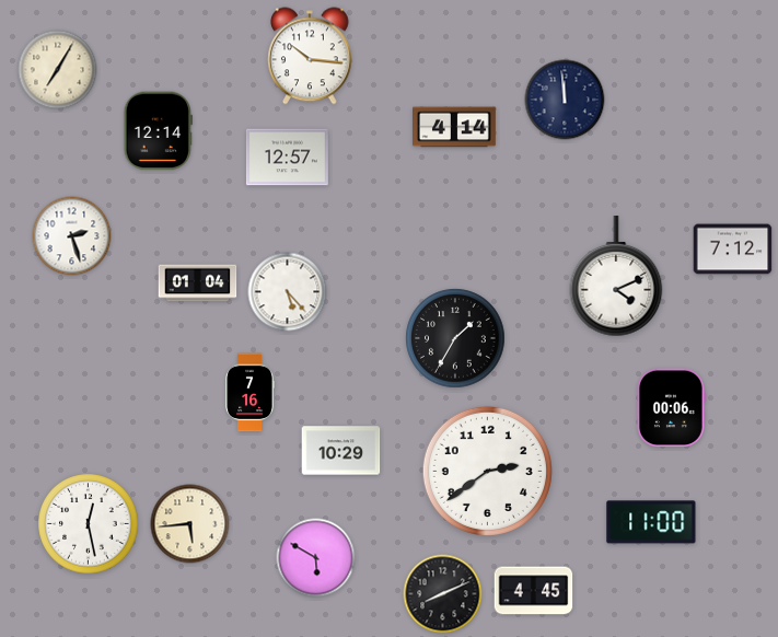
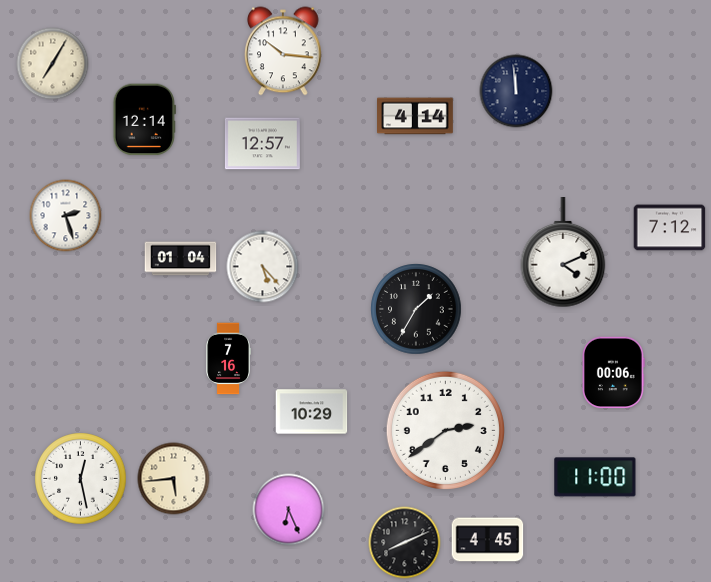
clock at (316, 558): 5:50 -> 6:26
